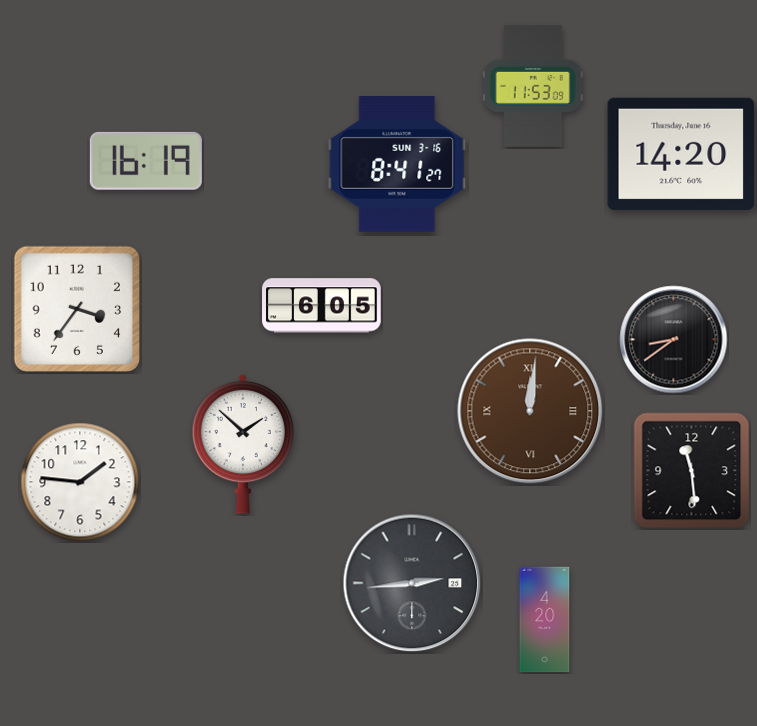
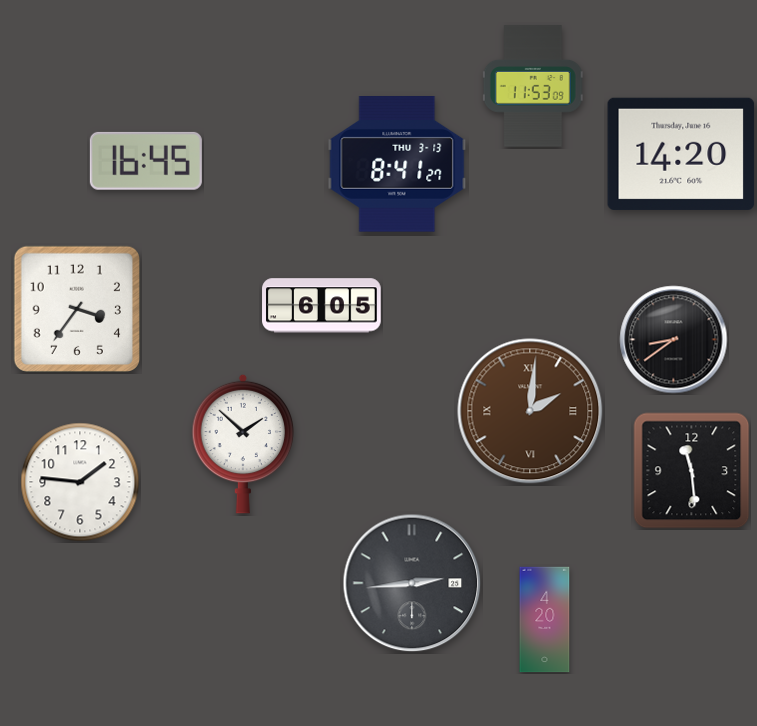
clock at (146, 161): 16:19 -> 16:45
clock at (397, 164) date: SUN 3-16 -> THU 3-13
clock at (530, 411): 12:01 -> 2:01
